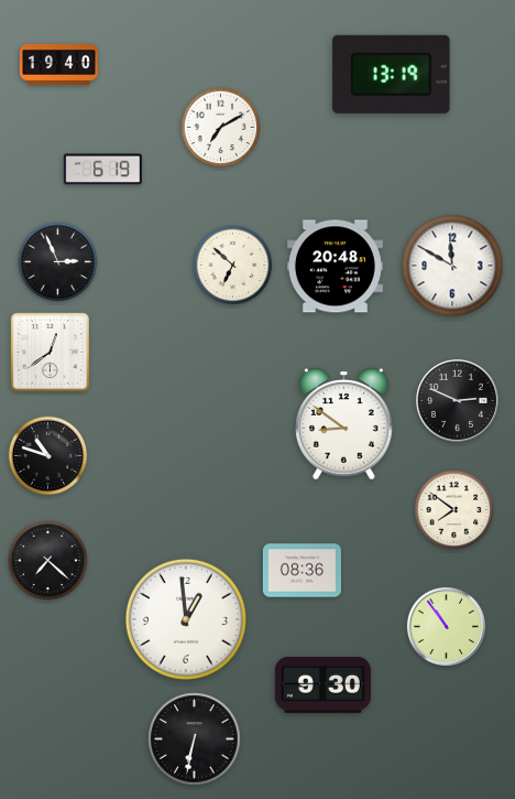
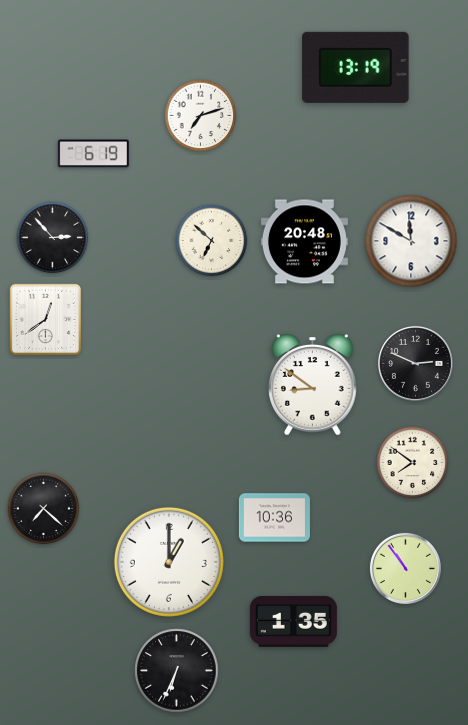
clock at (58, 64): 19:40 -> none
clock at (221, 128): 7:10 -> 7:12
clock at (58, 262): 2:56 -> 2:53
clock at (48, 456): 10:48 -> none
clock at (302, 571): 08:36 -> 10:36
clock at (186, 619): 12:59 -> 1:00
clock at (322, 684): 9:30 -> 1:35
clock at (195, 739): 6:32 -> 6:34
